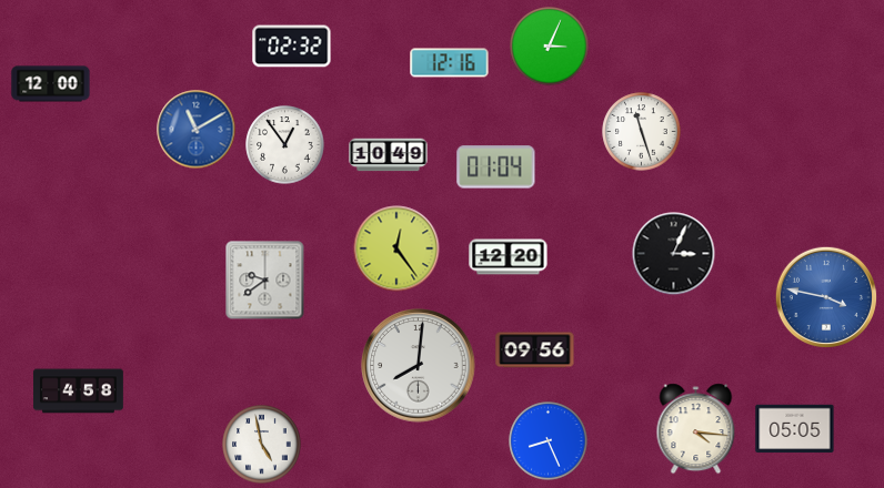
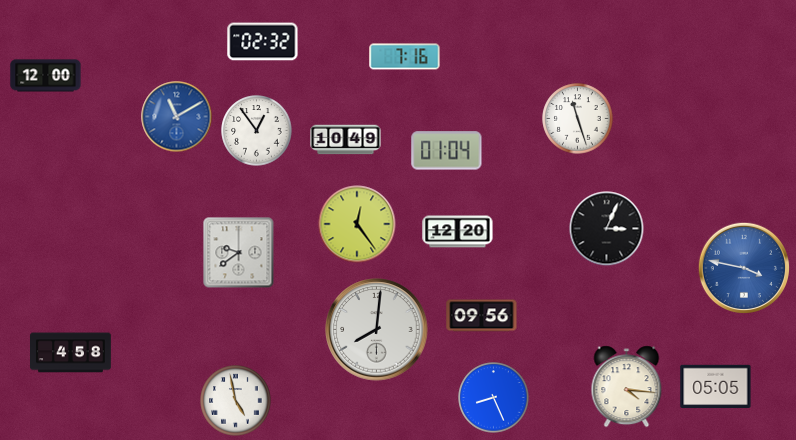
clock at (550, 47): 3:04 -> none
clock at (450, 63): 12:16 -> 7:16
clock at (389, 155) position: (389, 155) -> (346, 140)
